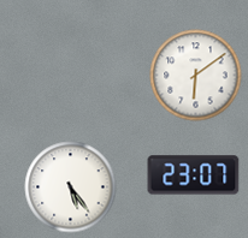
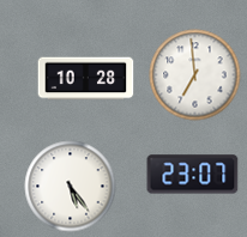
clock at (196, 76): 6:09 -> 6:59
clock at (86, 79): none -> 10:28
